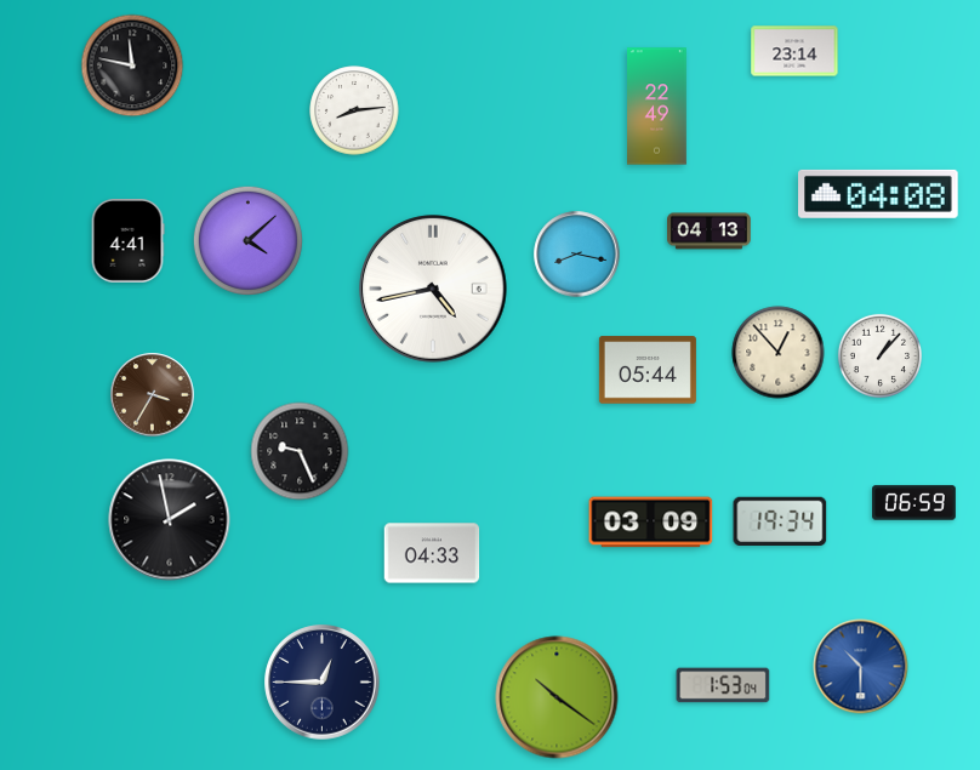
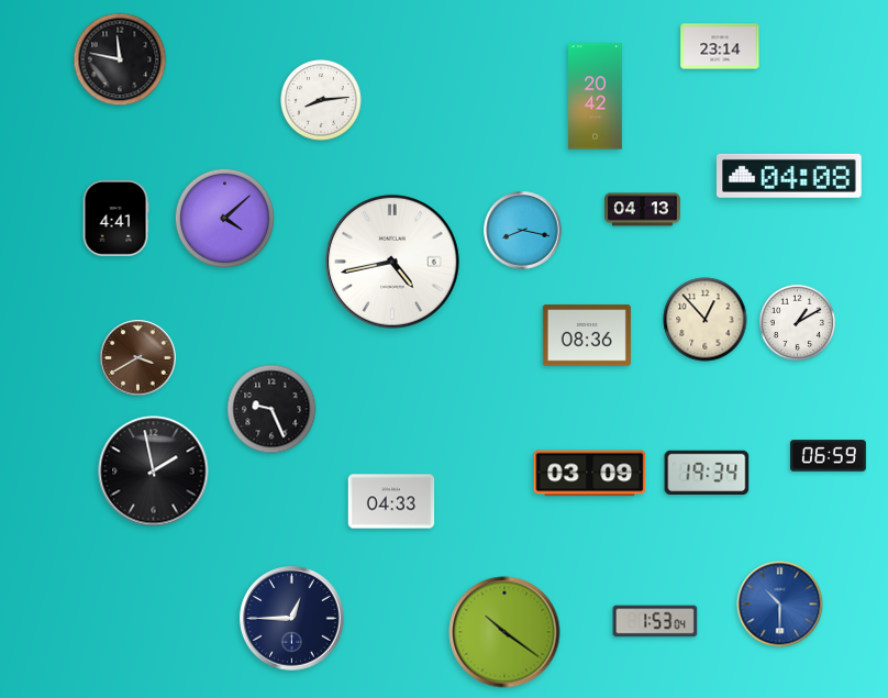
clock at (657, 107): 22:49 -> 20:42
clock at (879, 194) position: (879, 194) -> (790, 176)
clock at (879, 355): 1:07 -> 1:10
clock at (648, 370): 05:44 -> 08:36
clock at (153, 395): 3:35 -> 3:40
